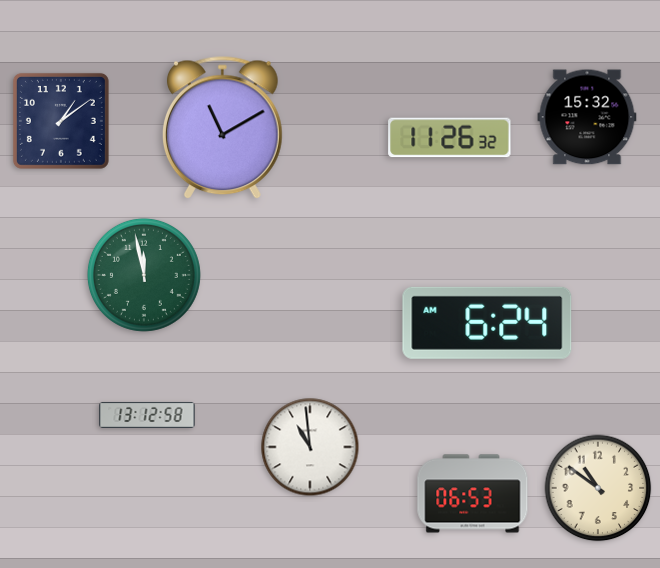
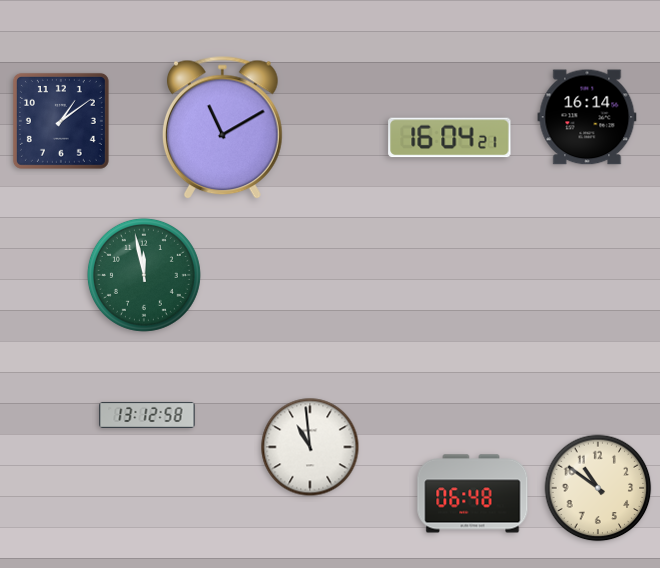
clock at (587, 117): 15:32 -> 16:14
clock at (450, 138): 11:26 -> 16:04
clock at (487, 323): 6:24 -> none
clock at (473, 494): 06:53 -> 06:48
